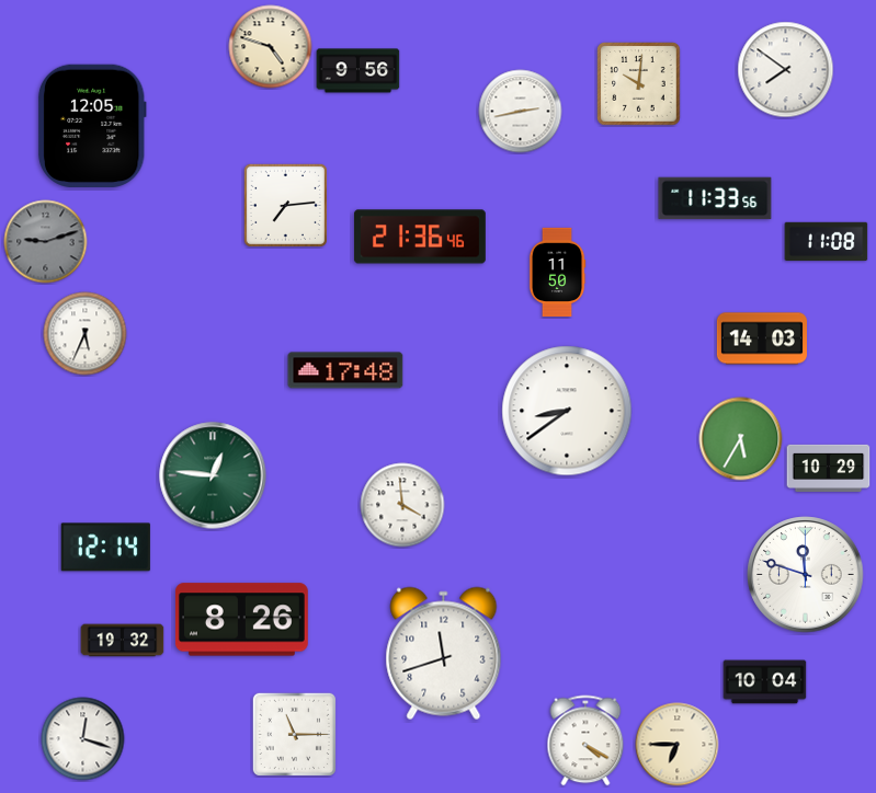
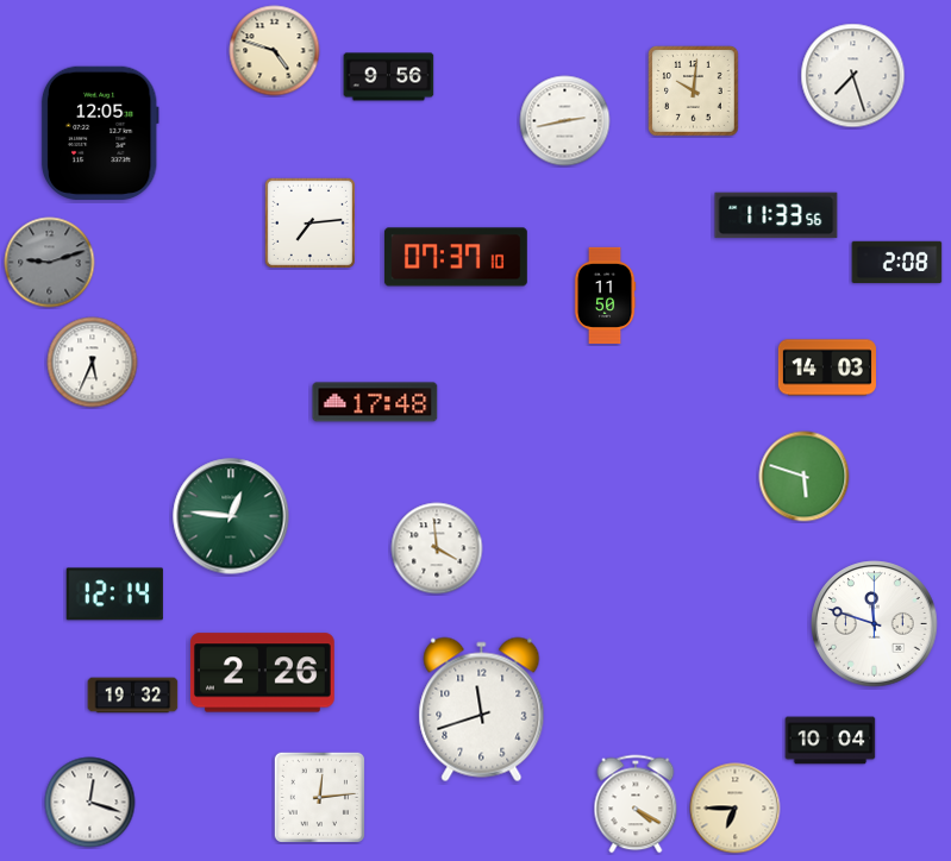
clock at (271, 47) position: (271, 47) -> (275, 51)
clock at (786, 70): 7:51 -> 7:27
clock at (92, 125) position: (92, 125) -> (100, 132)
clock at (420, 237): 21:36 -> 07:37
clock at (827, 242): 11:08 -> 2:08
clock at (567, 411): 8:39 -> none
clock at (741, 439): 5:35 -> 5:48
clock at (829, 468): 10:29 -> none
clock at (242, 620): 8:26 -> 2:26
clock at (294, 734): 11:15 -> 12:14
